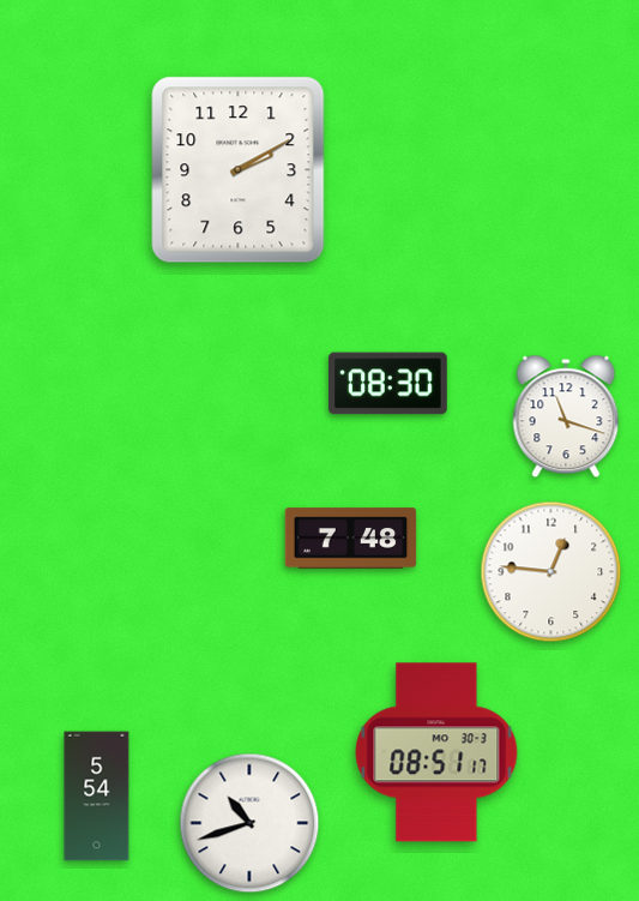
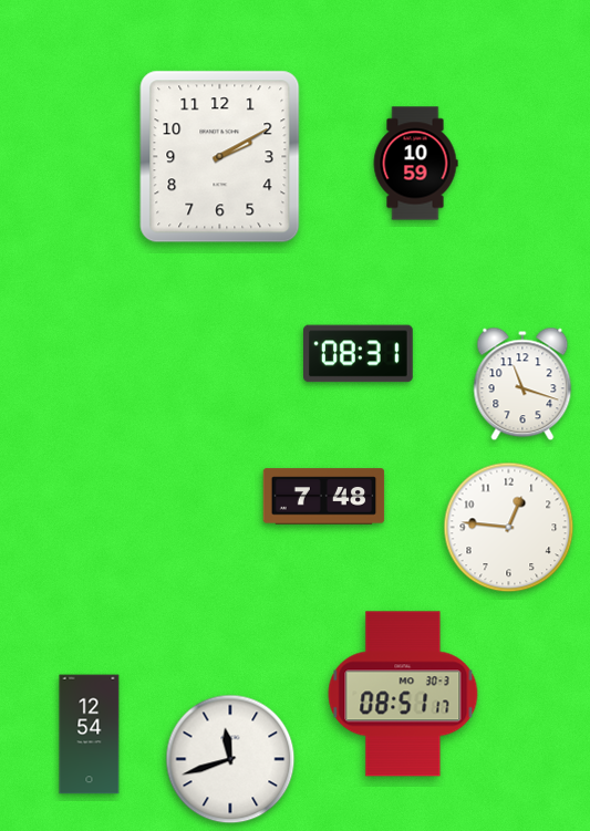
clock at (415, 164): none -> 10:59
clock at (388, 384): 08:30 -> 08:31
clock at (97, 797): 5:54 -> 12:54
clock at (249, 823): 10:42 -> 11:42
